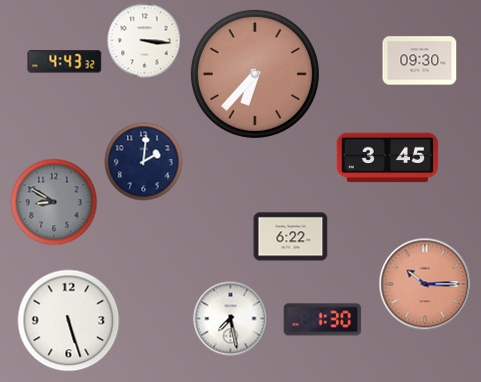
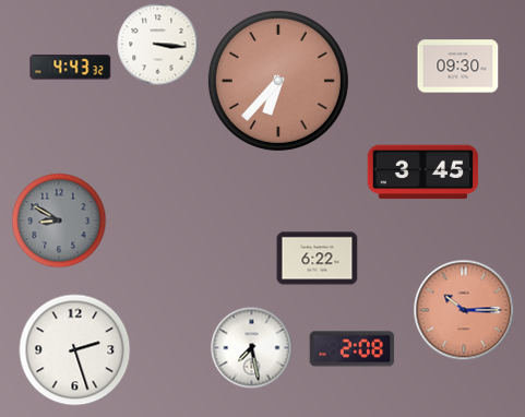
clock at (144, 162): 2:01 -> none
clock at (323, 320): 1:30 -> 2:08
clock at (69, 321): 5:27 -> 2:27
